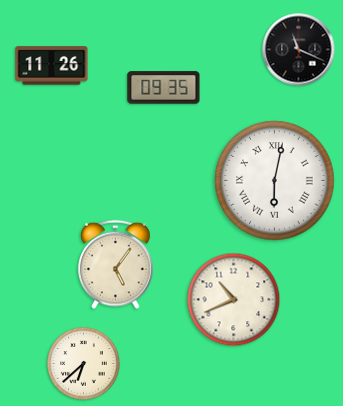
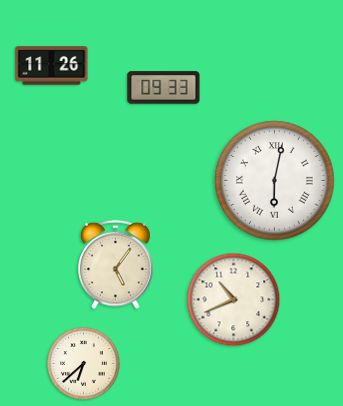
clock at (299, 50): 11:19 -> none
clock at (164, 88): 09:35 -> 09:33
